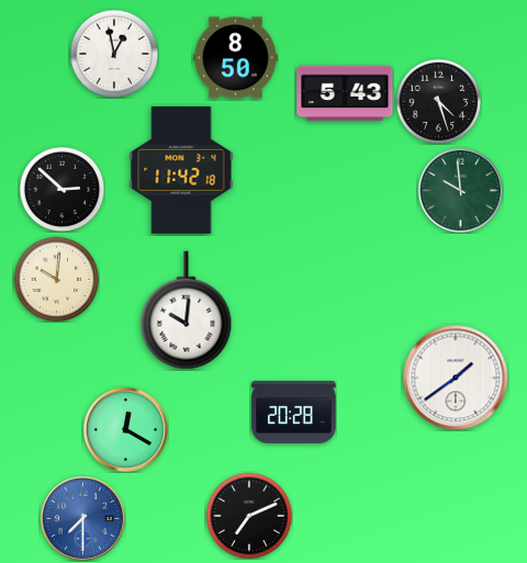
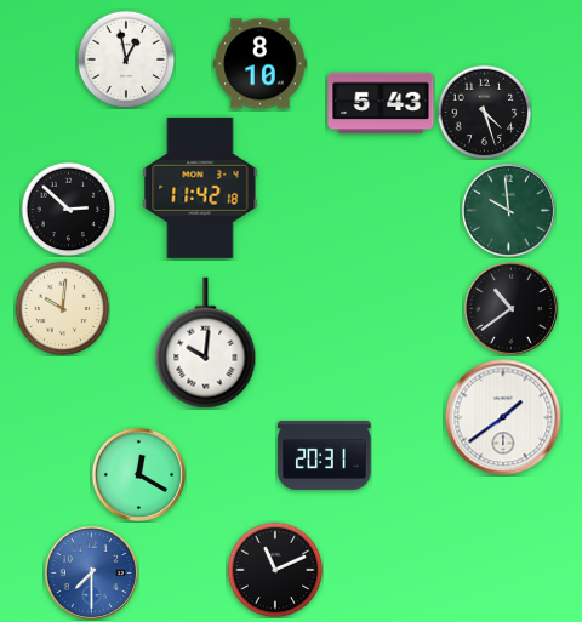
clock at (236, 58): 8:50 -> 8:10
clock at (510, 308): none -> 10:39
clock at (294, 412): 20:28 -> 20:31
clock at (249, 516): 7:11 -> 11:11
